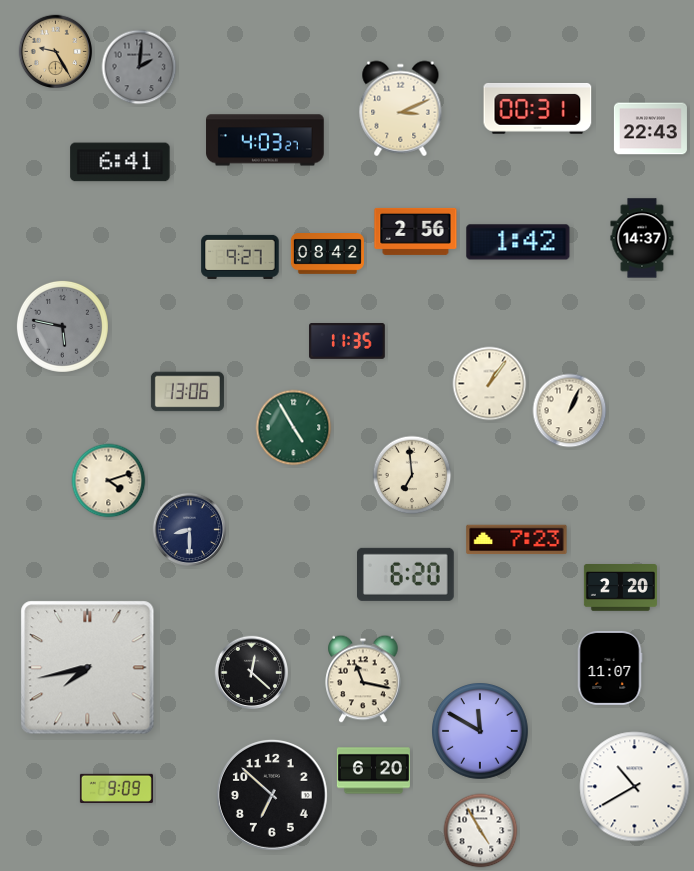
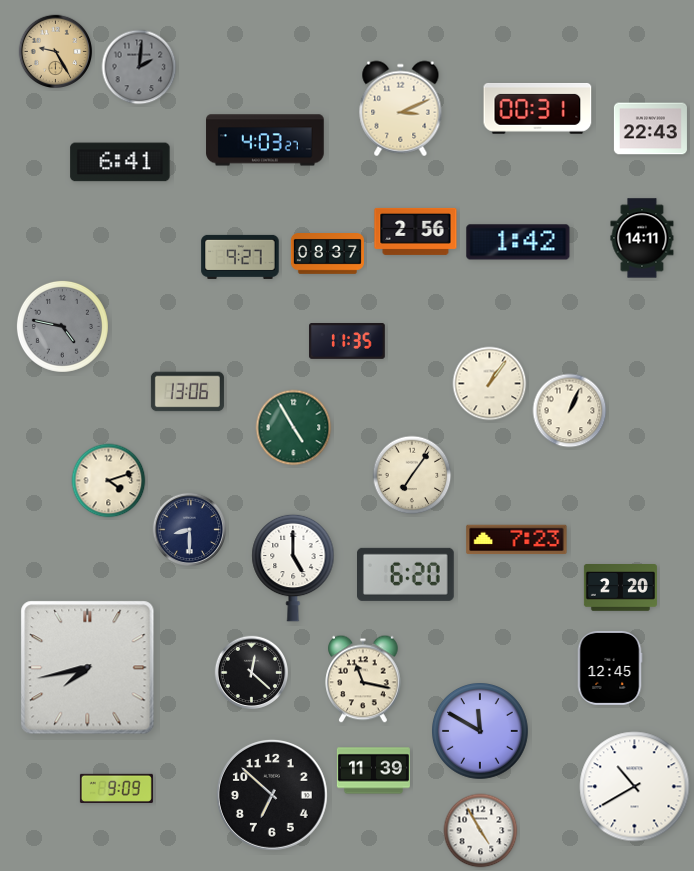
clock at (642, 238): 14:37 -> 14:11
clock at (327, 254): 08:42 -> 08:37
clock at (62, 326): 5:47 -> 4:47
clock at (412, 475): 6:59 -> 7:06
clock at (293, 568): none -> 5:00
clock at (610, 668): 11:07 -> 12:45
clock at (373, 771): 6:20 -> 11:39
